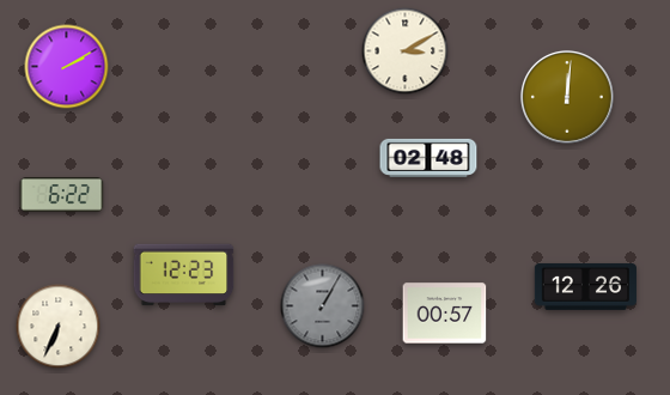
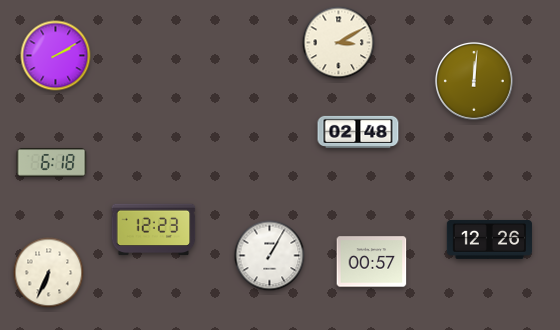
clock at (62, 195): 6:22 -> 6:18
clock at (323, 306) dial: grey -> white
